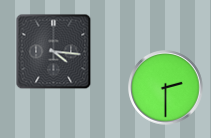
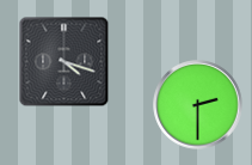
clock at (54, 52): 4:16 -> 4:18
